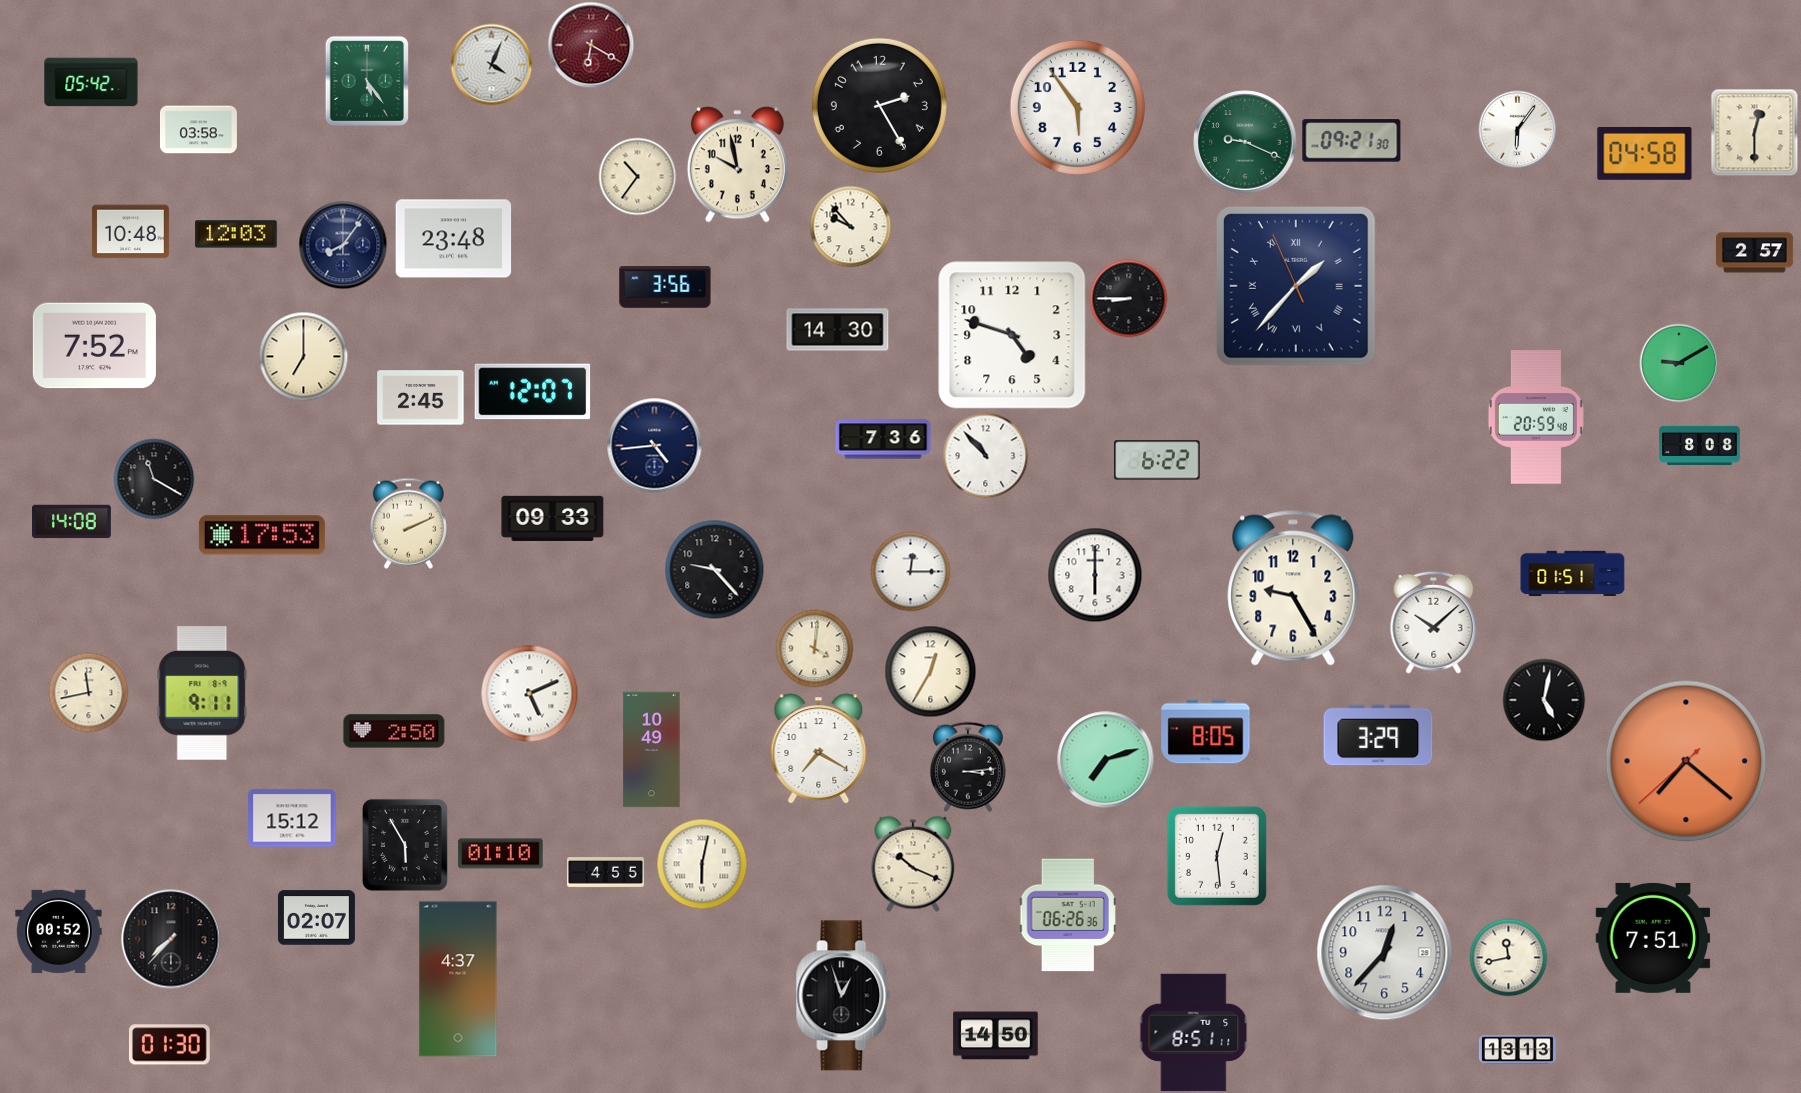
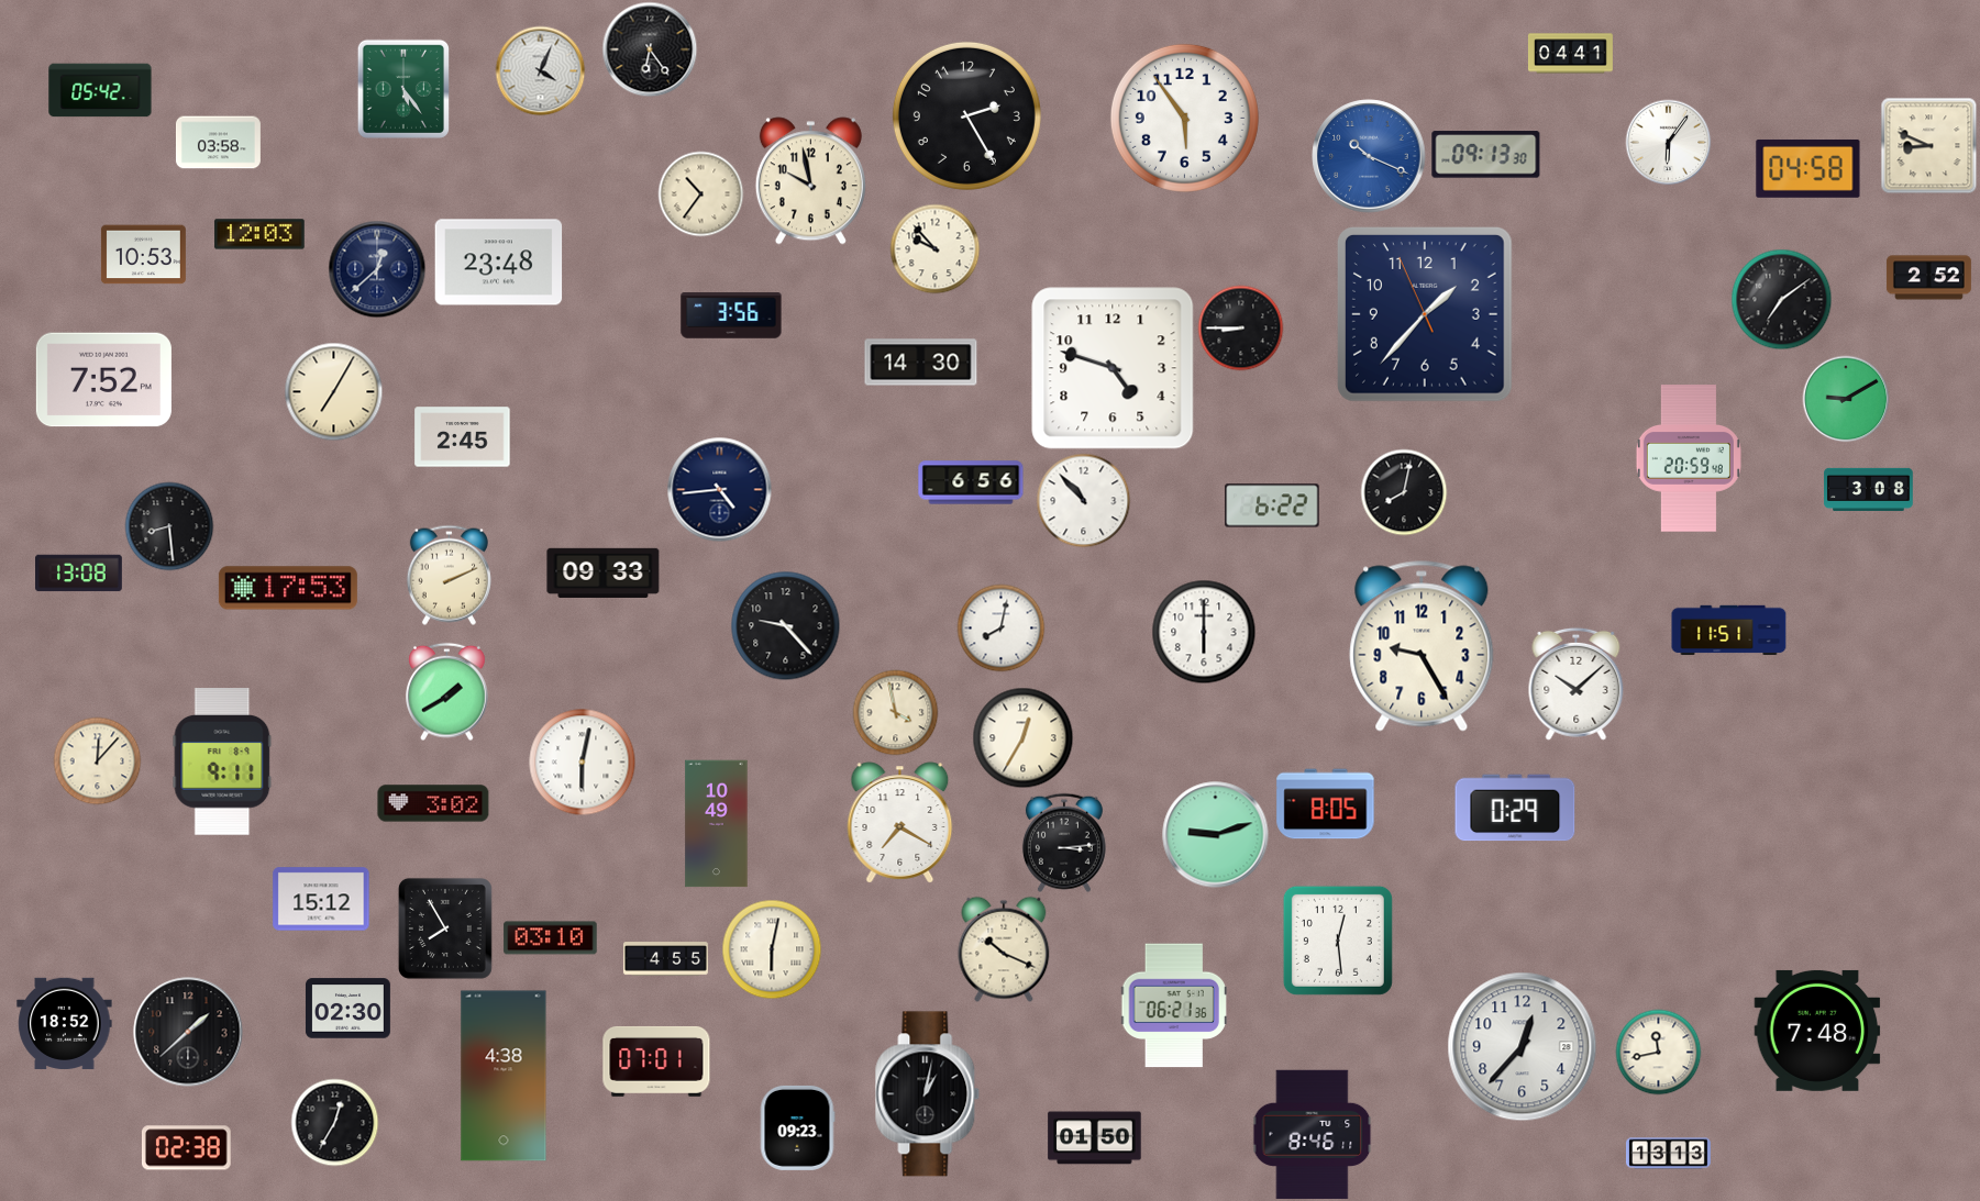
clock at (591, 45): 6:20 -> 6:24
clock at (591, 45) dial: burgundy -> black
clock at (1570, 54): none -> 04:41
clock at (1754, 132): 12:30 -> 8:49
clock at (1352, 141): 09:21 -> 09:13
clock at (1245, 142): 9:19 -> 10:19
clock at (1245, 142) dial: green -> blue
clock at (130, 232): 10:48 -> 10:53
clock at (236, 234) position: (236, 234) -> (259, 234)
clock at (343, 245): 8:06 -> 12:38
clock at (1754, 253): 2:57 -> 2:52
clock at (1781, 299): none -> 7:09
clock at (1296, 286) numerals: Roman -> Arabic
clock at (303, 356): 7:00 -> 7:05
clock at (533, 392): 12:07 -> none
clock at (883, 439): 7:36 -> 6:56
clock at (1700, 445): 8:08 -> 3:08
clock at (1404, 492): none -> 8:02
clock at (154, 479): 11:20 -> 8:29
clock at (553, 518) position: (553, 518) -> (604, 572)
clock at (72, 522): 14:08 -> 13:08
clock at (910, 571): 12:15 -> 8:02
clock at (1573, 574): 01:51 -> 11:51
clock at (447, 691): none -> 1:40
clock at (814, 648): 4:01 -> 3:58
clock at (88, 692): 11:43 -> 12:07
clock at (529, 693): 5:11 -> 6:02
clock at (1544, 700): 5:02 -> none
clock at (394, 731): 2:50 -> 3:02
clock at (1378, 735): 3:29 -> 0:29
clock at (1106, 760): 7:12 -> 9:12
clock at (1686, 761): 7:21 -> none
clock at (405, 845): 5:55 -> 7:55
clock at (501, 854): 01:10 -> 03:10
clock at (1068, 915): 06:26 -> 06:21
clock at (316, 918): 02:07 -> 02:30
clock at (59, 931): 00:52 -> 18:52
clock at (1653, 938): 7:51 -> 7:48
clock at (171, 939): 7:37 -> 1:38
clock at (656, 1061): none -> 07:01
clock at (458, 979): 4:37 -> 4:38
clock at (844, 996): 12:57 -> 1:02
clock at (334, 1122): none -> 12:35
clock at (797, 1127): none -> 09:23
clock at (1194, 1033): 8:51 -> 8:46
clock at (996, 1036): 14:50 -> 01:50
clock at (169, 1045): 01:30 -> 02:38
